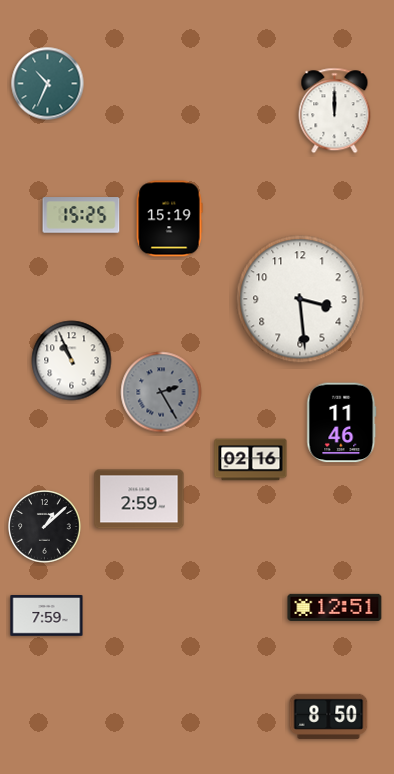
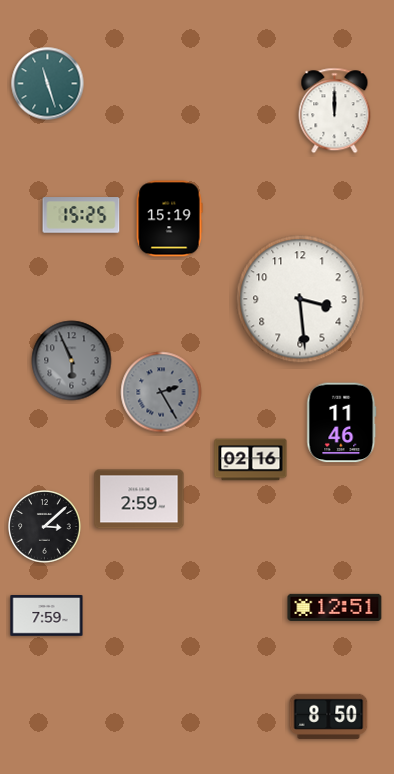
clock at (48, 84): 10:34 -> 11:27
clock at (72, 361): 10:56 -> 5:56
clock at (72, 361) dial: white -> grey
clock at (45, 527): 1:08 -> 3:08
